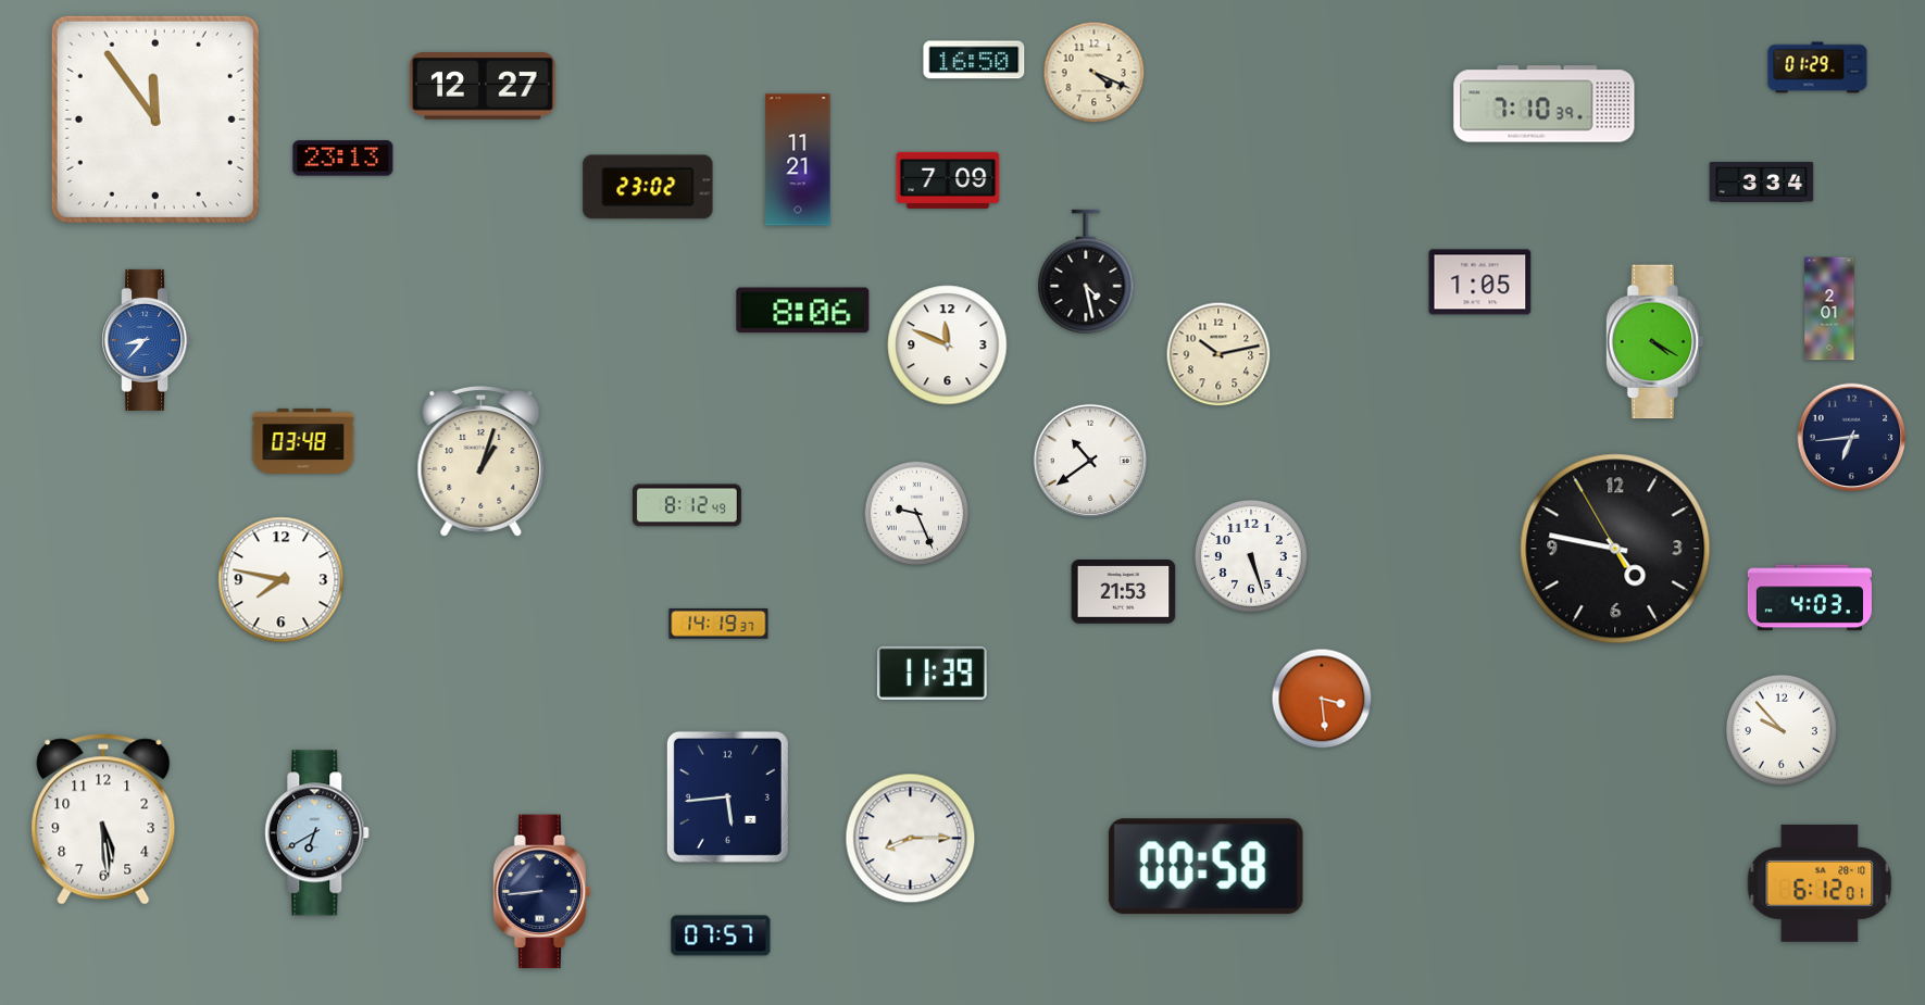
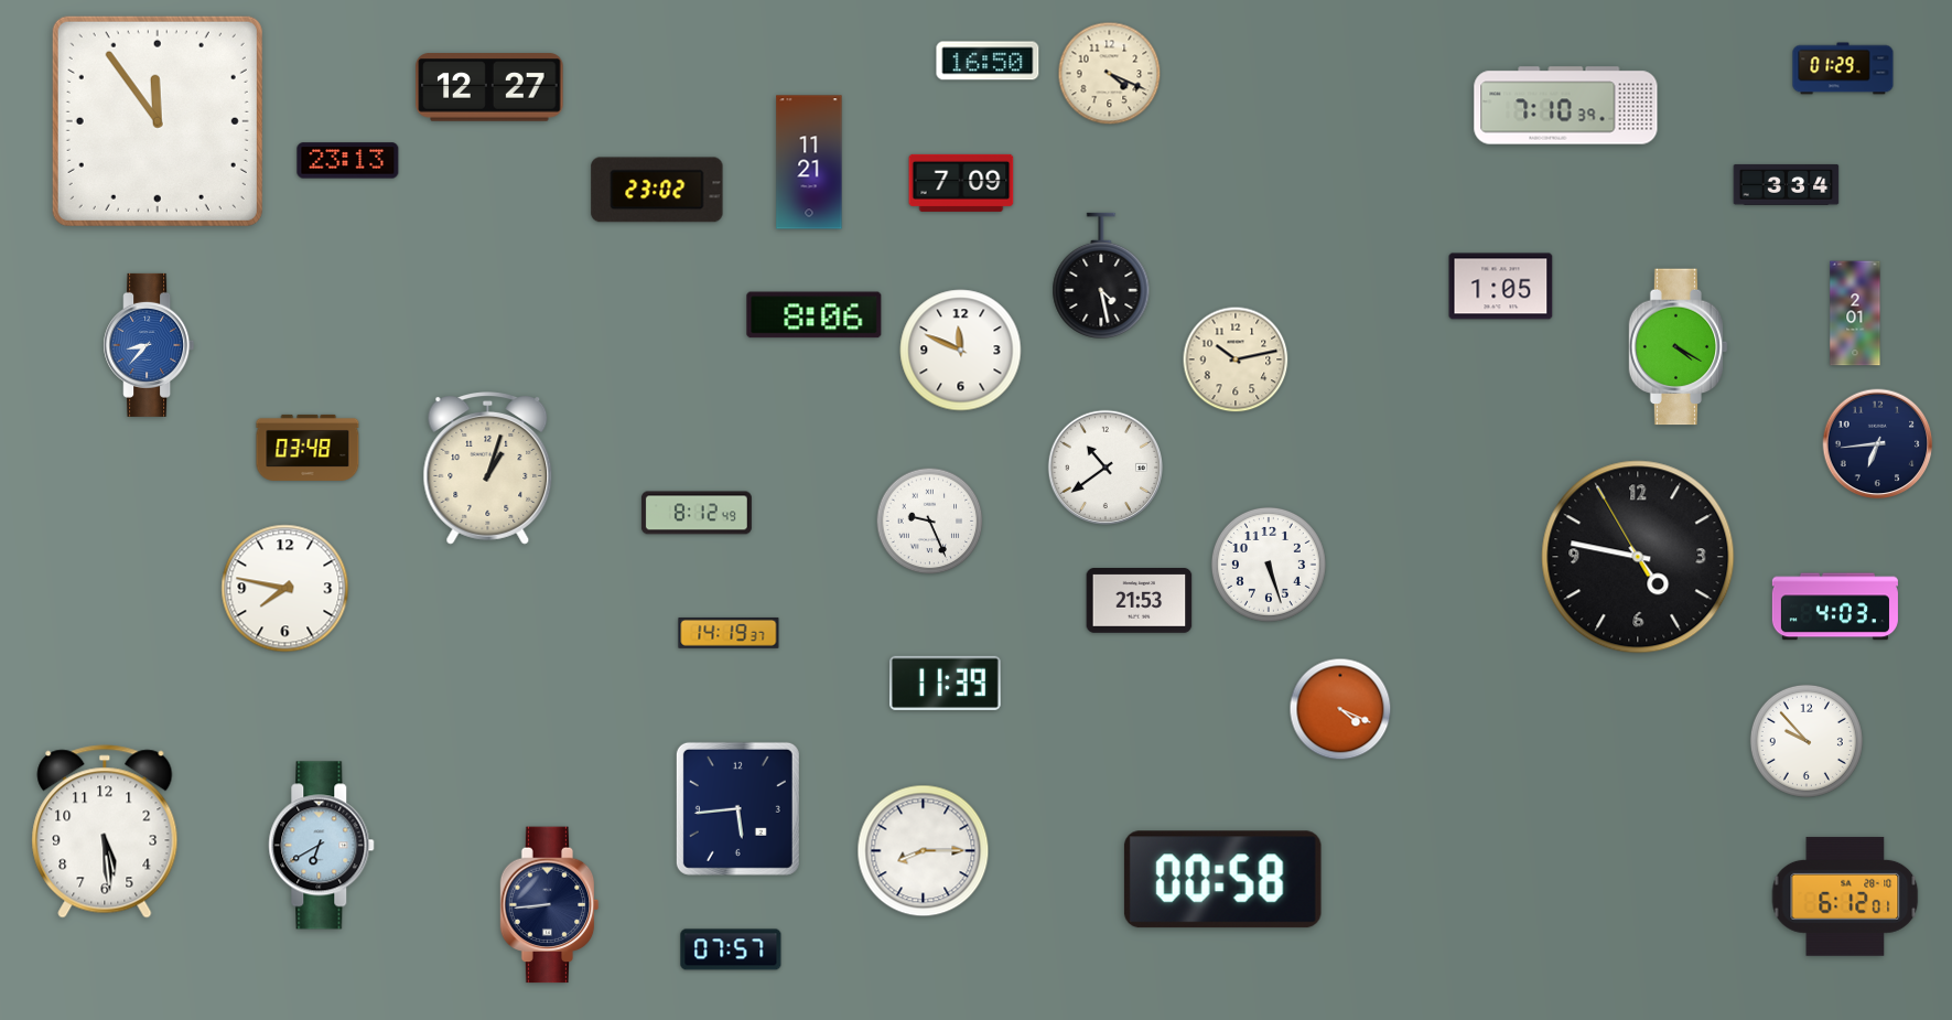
clock at (1322, 699): 3:29 -> 4:19
